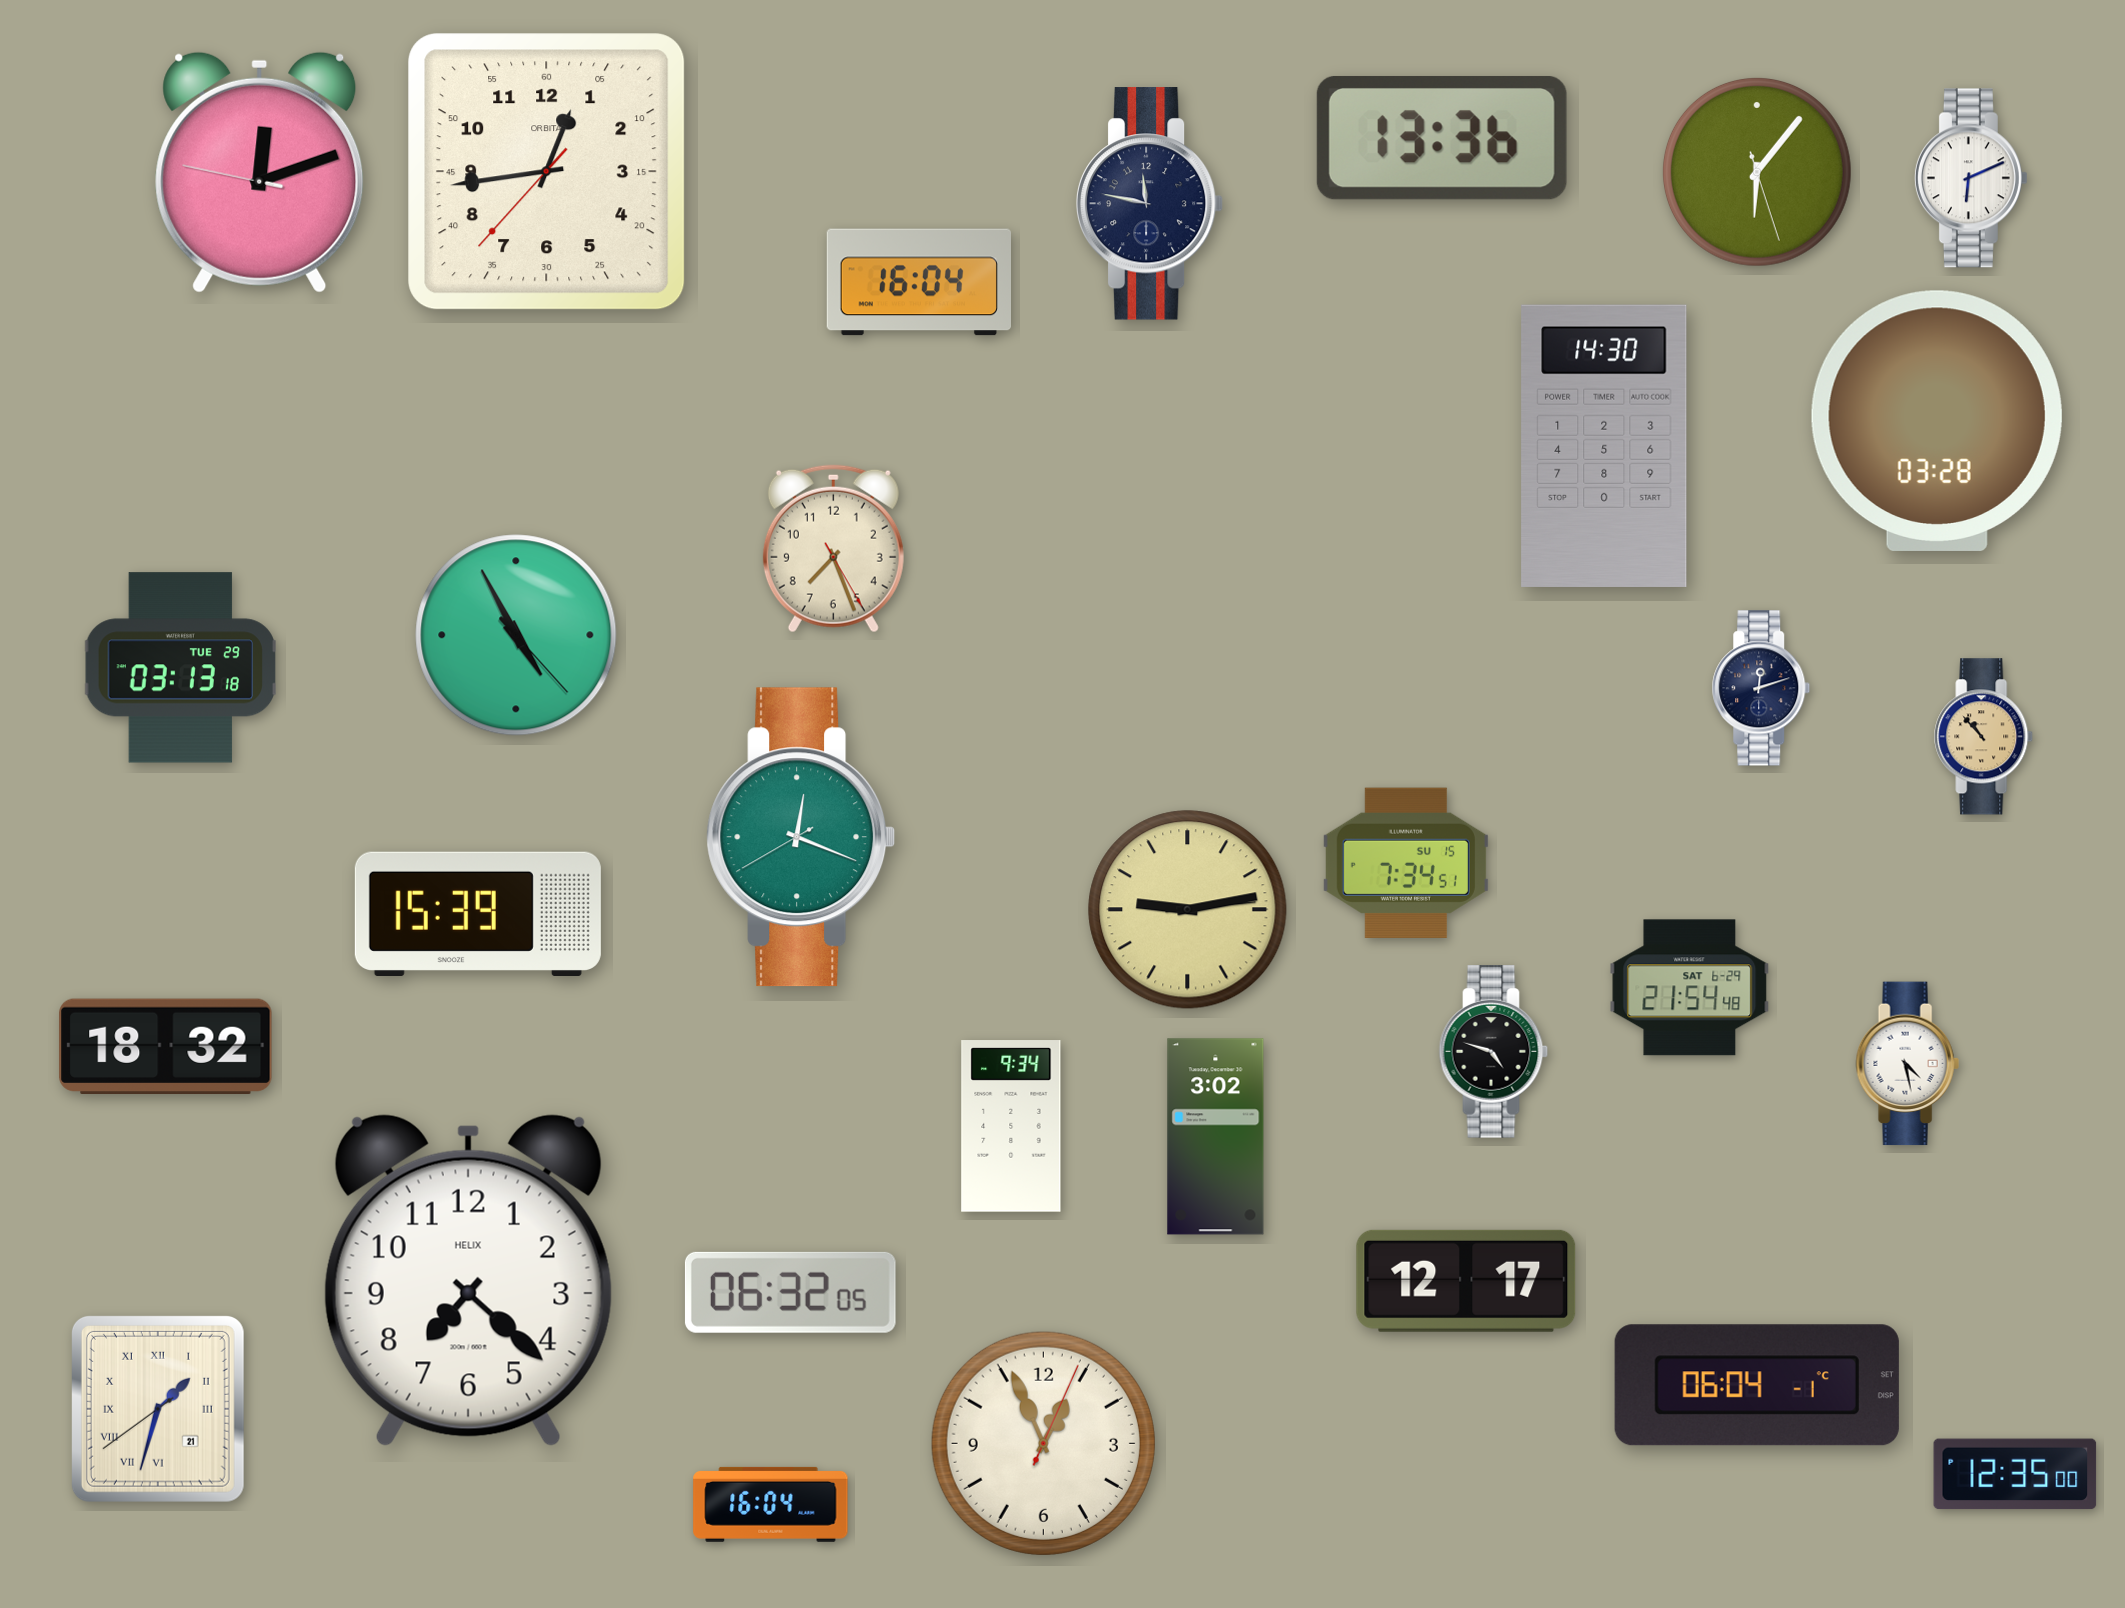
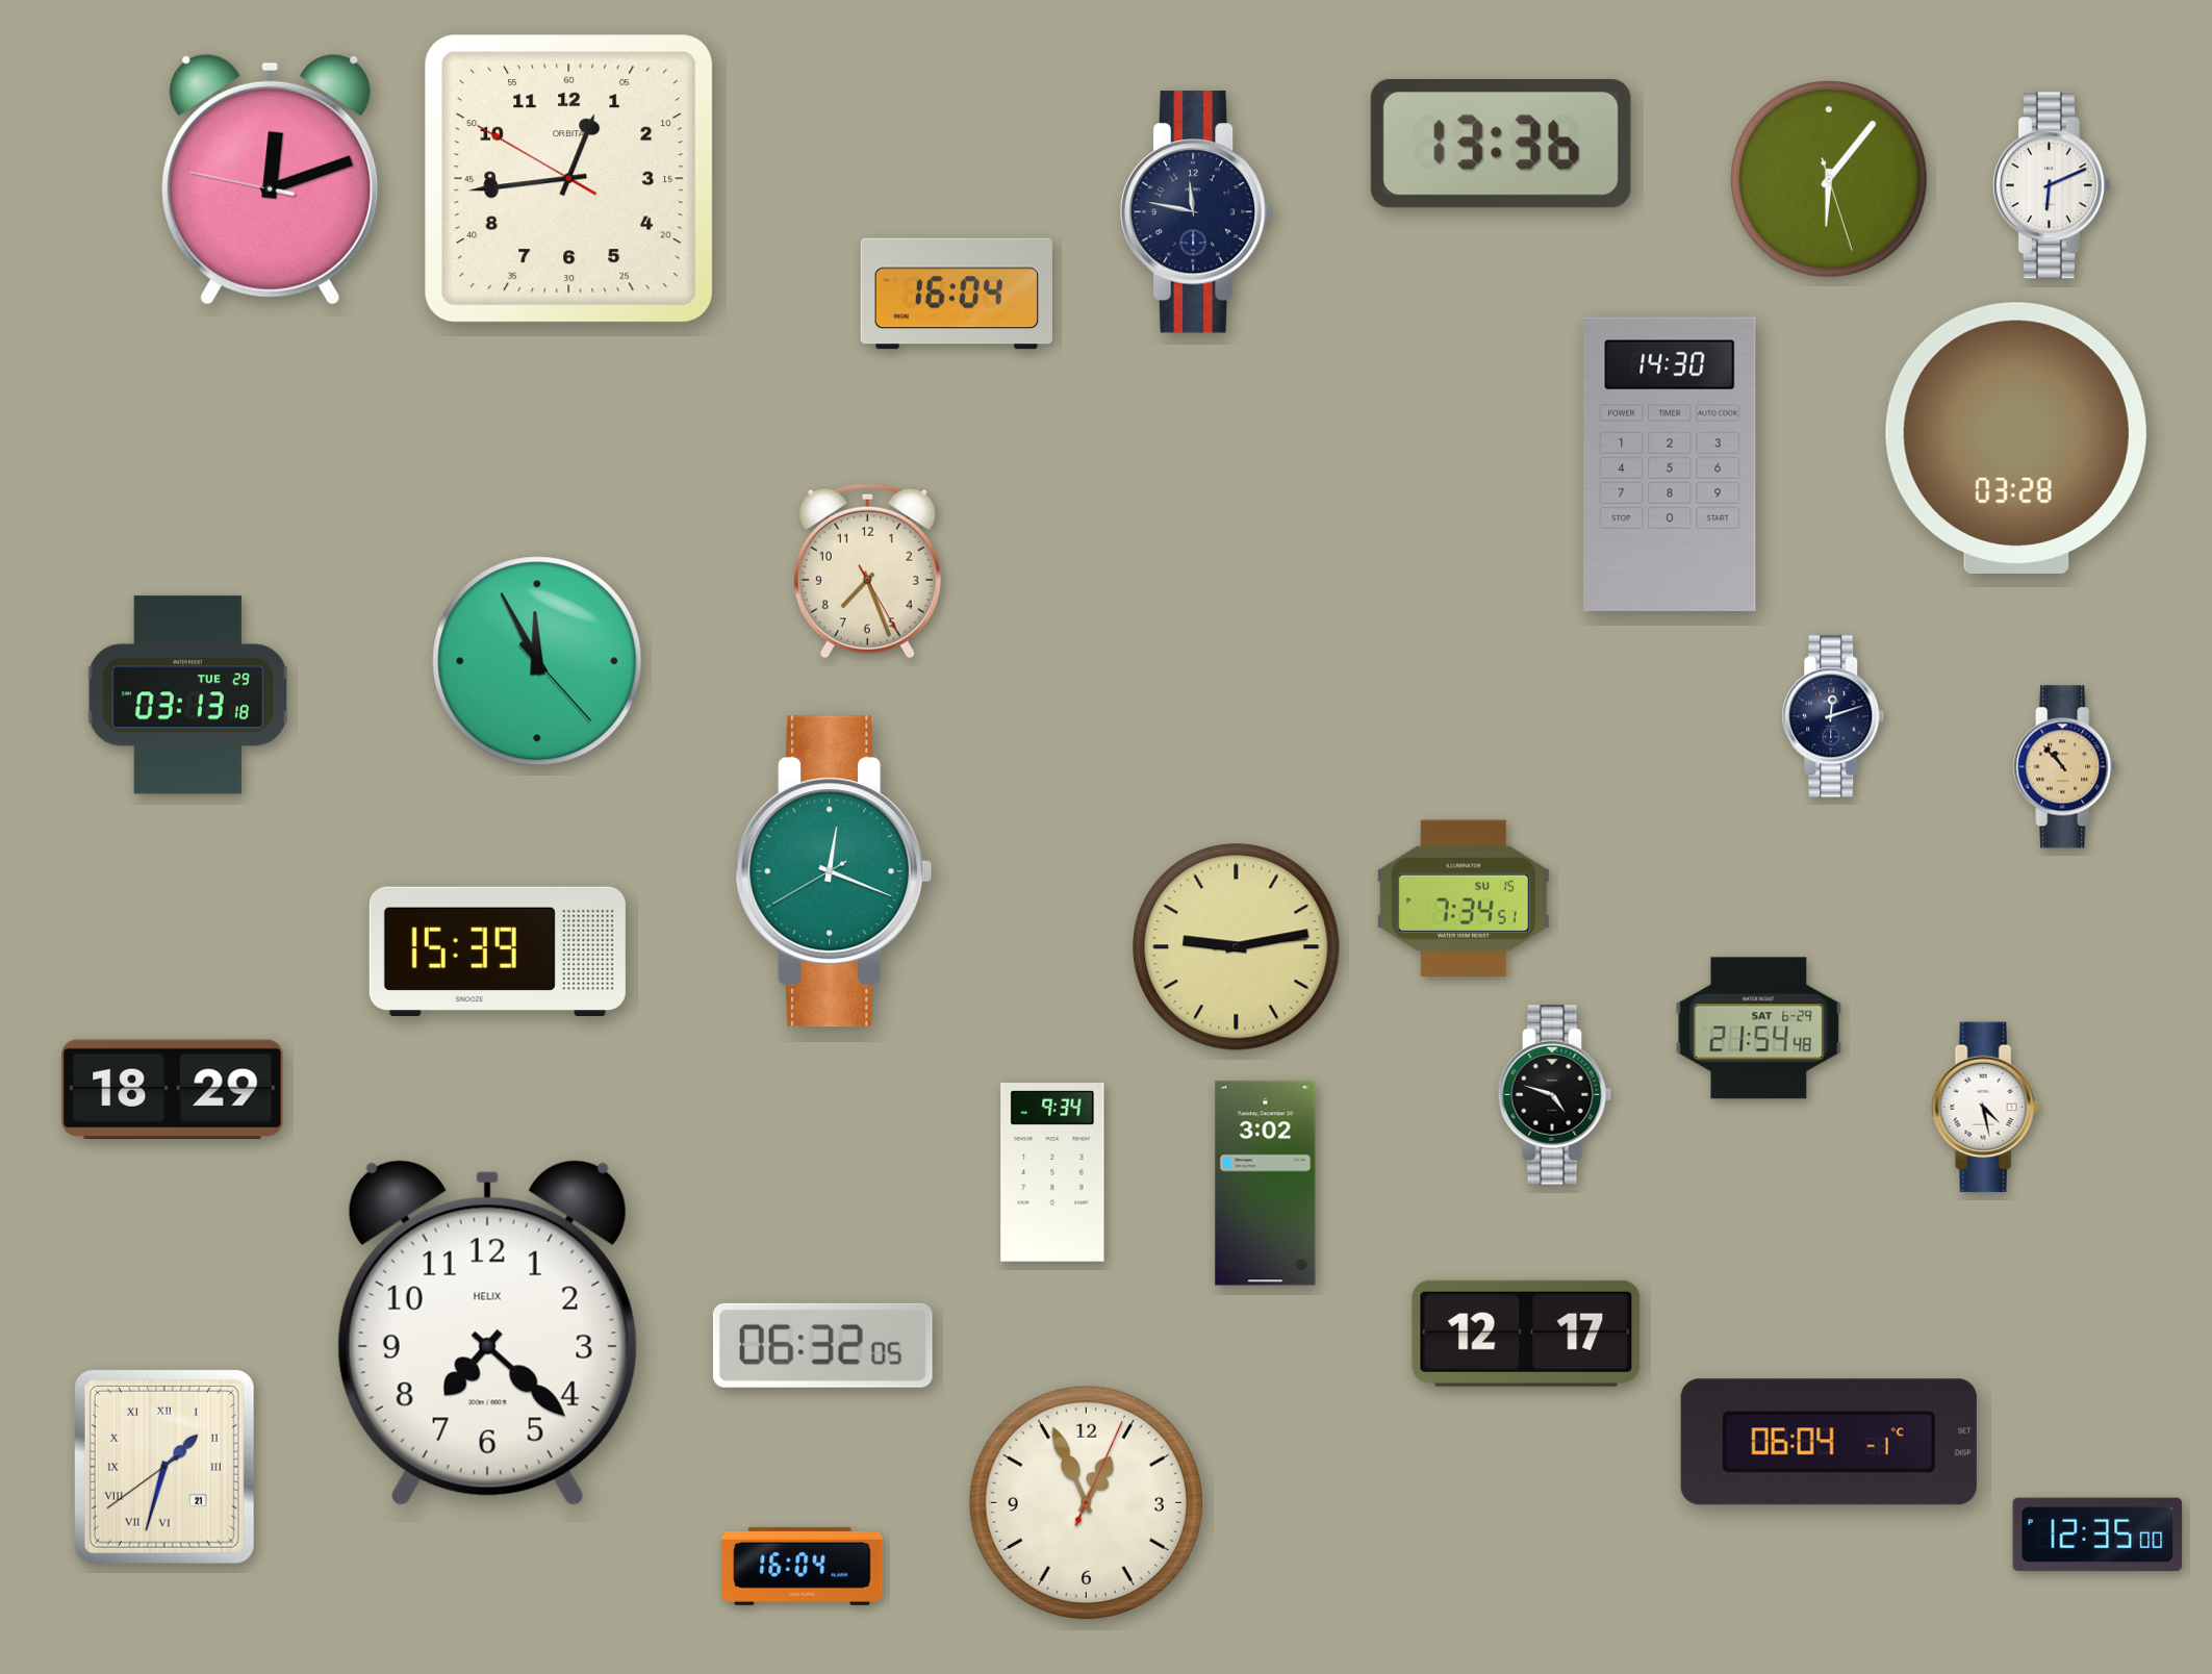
clock at (547, 172): 12:43:37 -> 12:43:50
clock at (516, 635): 4:55 -> 11:55
clock at (166, 1046): 18:32 -> 18:29
